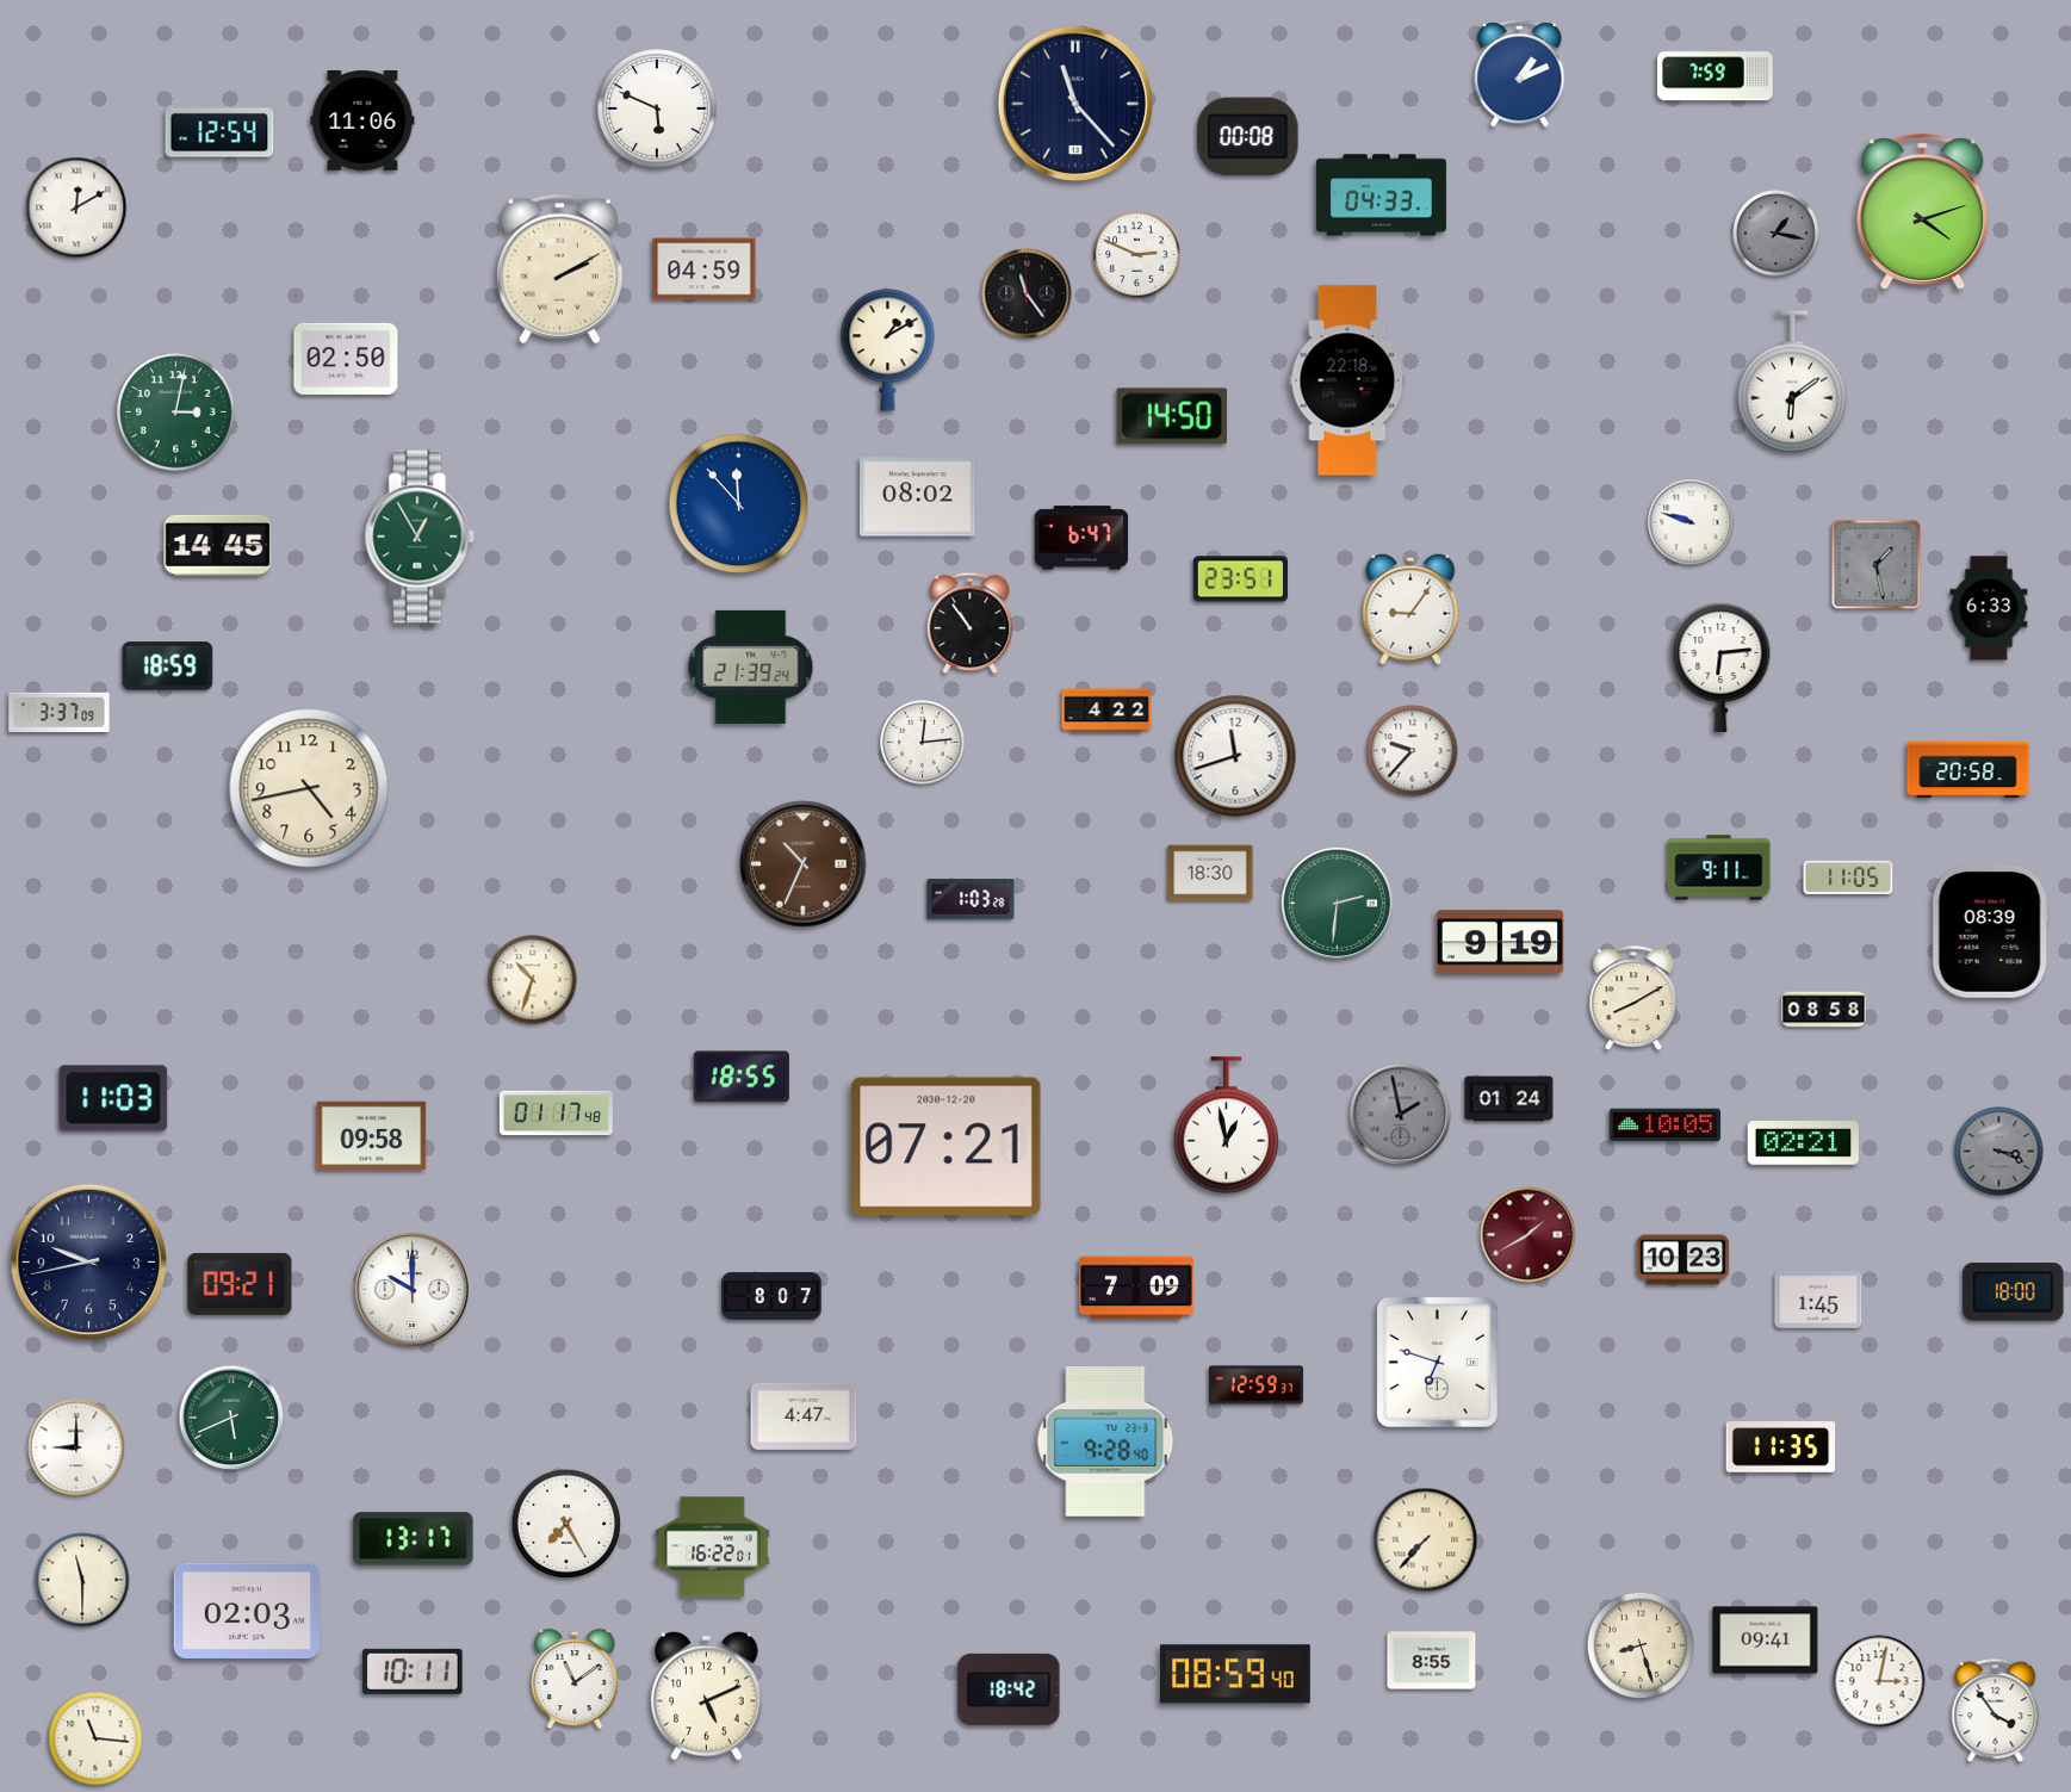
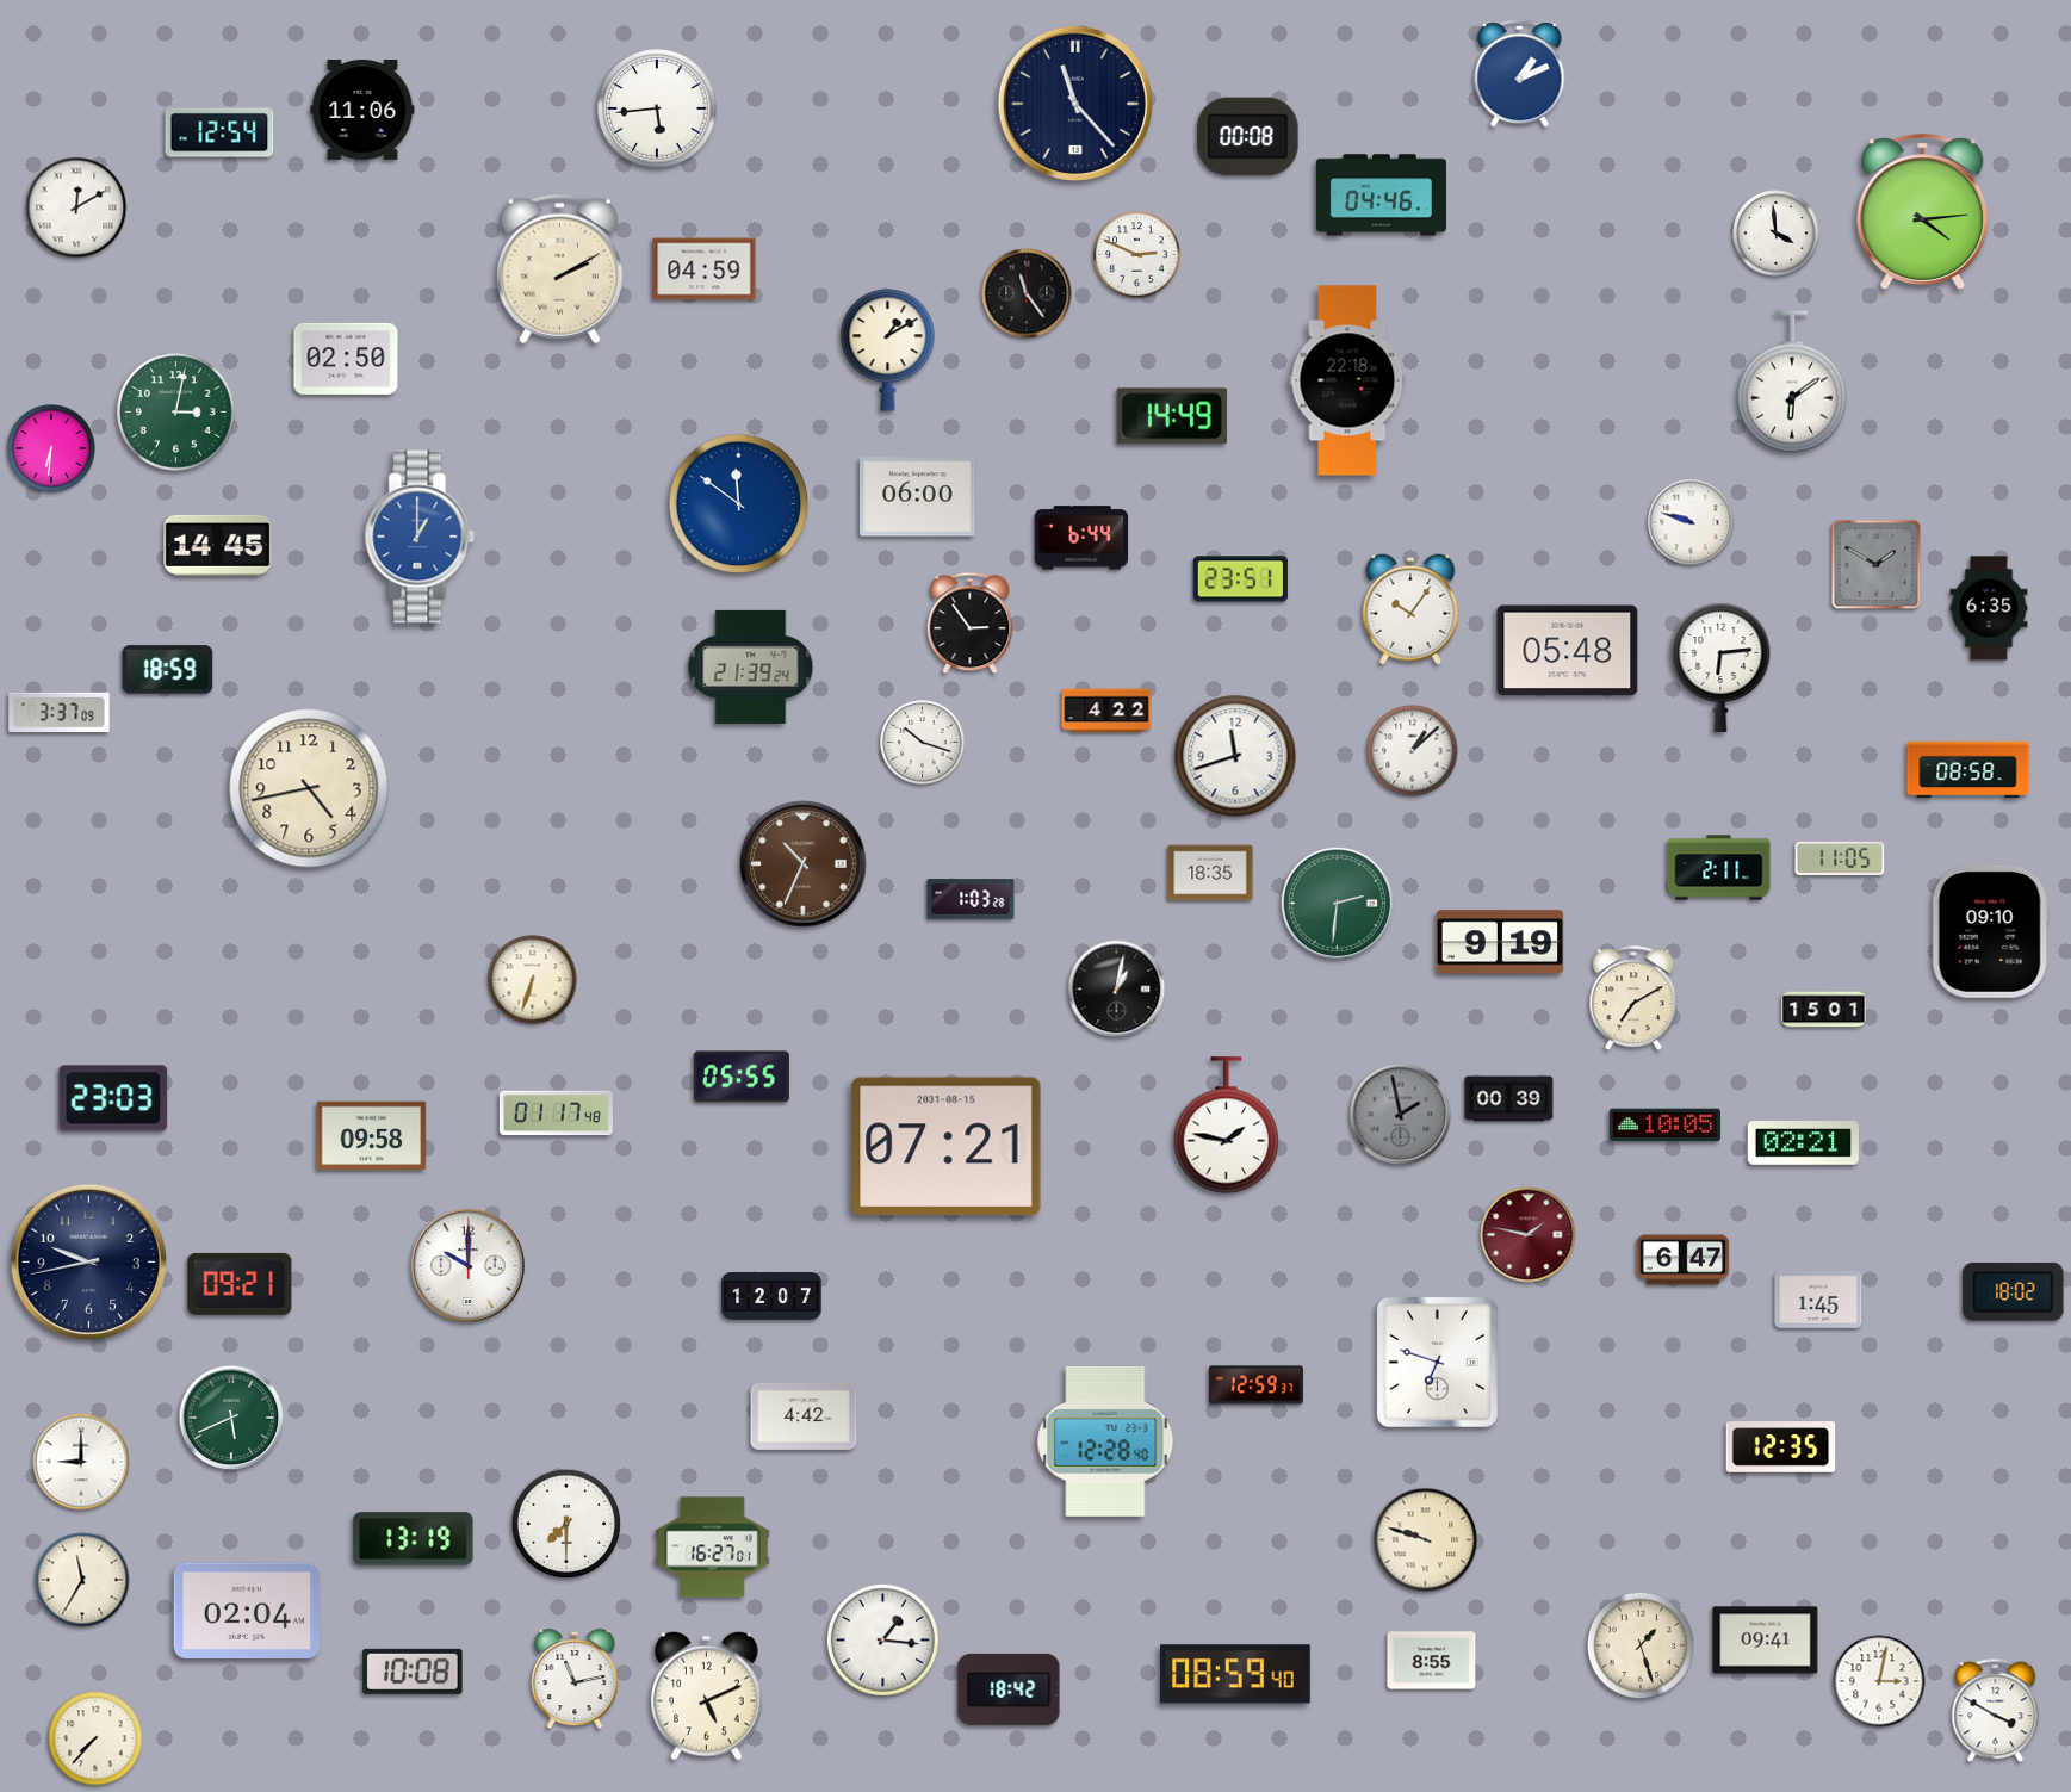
clock at (1716, 75): 7:59 -> none
clock at (657, 108): 5:49 -> 5:44
clock at (362, 122) position: (362, 122) -> (362, 111)
clock at (1381, 196): 04:33 -> 04:46
clock at (1923, 212): 4:12 -> 4:14
clock at (1777, 234): 1:17 -> 3:59
clock at (1777, 234) dial: grey -> white
clock at (1171, 416): 14:50 -> 14:49
clock at (51, 448): none -> 6:31
clock at (918, 497): 08:02 -> 06:00
clock at (739, 504): 11:53 -> 11:51
clock at (420, 537): 12:55 -> 1:00
clock at (420, 537) dial: green -> blue
clock at (1081, 538): 6:47 -> 6:44
clock at (1877, 565): 1:28 -> 1:50
clock at (1989, 608): 6:33 -> 6:35
clock at (1410, 609): 9:06 -> 10:06
clock at (971, 624): 10:54 -> 2:54
clock at (1568, 651): none -> 05:48
clock at (168, 666) position: (168, 666) -> (168, 670)
clock at (923, 743): 12:14 -> 10:18
clock at (1413, 751): 9:37 -> 1:08
clock at (1968, 770): 20:58 -> 08:58
clock at (1719, 868): 9:11 -> 2:11
clock at (1210, 873): 18:30 -> 18:35
clock at (1848, 876) position: (1848, 876) -> (1840, 857)
clock at (1990, 931): 08:39 -> 09:10
clock at (533, 980): 10:33 -> 6:33
clock at (1117, 990): none -> 1:02
clock at (1633, 999): 8:10 -> 7:10
clock at (1824, 1010): 08:58 -> 15:01
clock at (742, 1077): 18:55 -> 05:55
clock at (113, 1098): 11:03 -> 23:03
clock at (1509, 1099): 01:24 -> 00:39
clock at (1227, 1126): 12:58 -> 1:47
clock at (947, 1147) date: 2030-12-20 -> 2031-08-15
clock at (1999, 1152): 3:19 -> none
clock at (1529, 1235): 1:40 -> 1:47
clock at (1684, 1260): 10:23 -> 6:47
clock at (1136, 1288): 7:09 -> none
clock at (411, 1289) position: (411, 1289) -> (467, 1265)
clock at (2014, 1291): 18:00 -> 18:02
clock at (771, 1296): 8:07 -> 12:07
clock at (804, 1416): 4:47 -> 4:42
clock at (1105, 1441): 9:28 -> 12:28
clock at (76, 1447) position: (76, 1447) -> (81, 1462)
clock at (1781, 1447): 11:35 -> 12:35
clock at (566, 1524): 7:25 -> 7:30
clock at (414, 1539): 13:17 -> 13:19
clock at (1426, 1540): 7:37 -> 9:48
clock at (713, 1548): 16:22 -> 16:27
clock at (82, 1580): 11:30 -> 11:35
clock at (246, 1610): 02:03 -> 02:04
clock at (882, 1639): none -> 1:16
clock at (1641, 1645): 8:27 -> 1:27
clock at (413, 1672): 10:11 -> 10:08
clock at (575, 1679): 11:09 -> 11:13
clock at (1996, 1711): 3:54 -> 3:50
clock at (95, 1738): 11:16 -> 7:37
